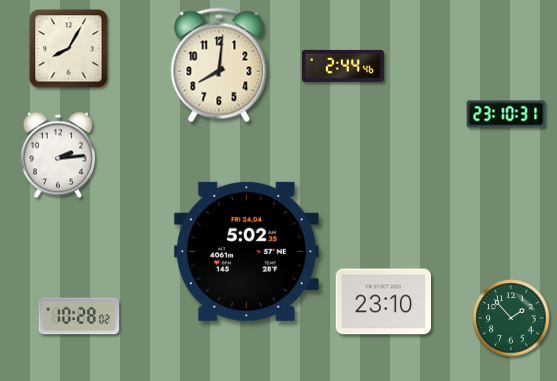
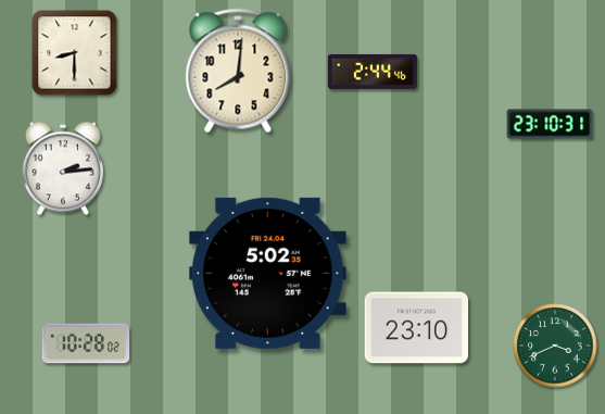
clock at (69, 49): 8:05 -> 8:30
clock at (511, 318): 1:53 -> 3:41
